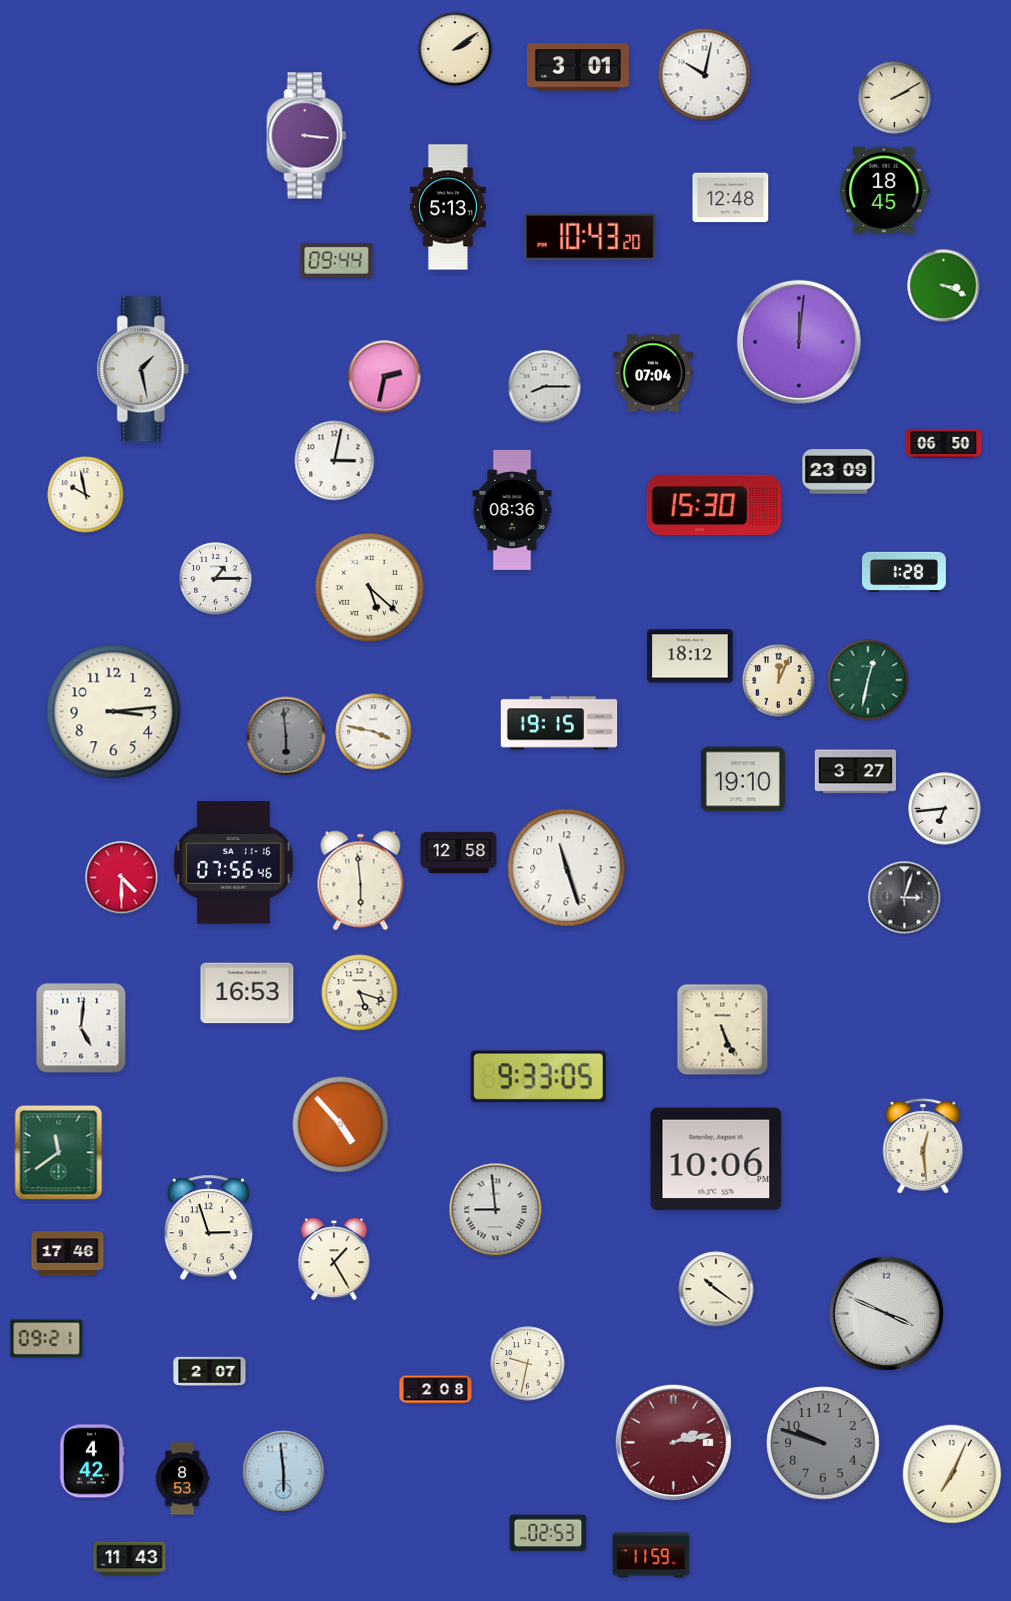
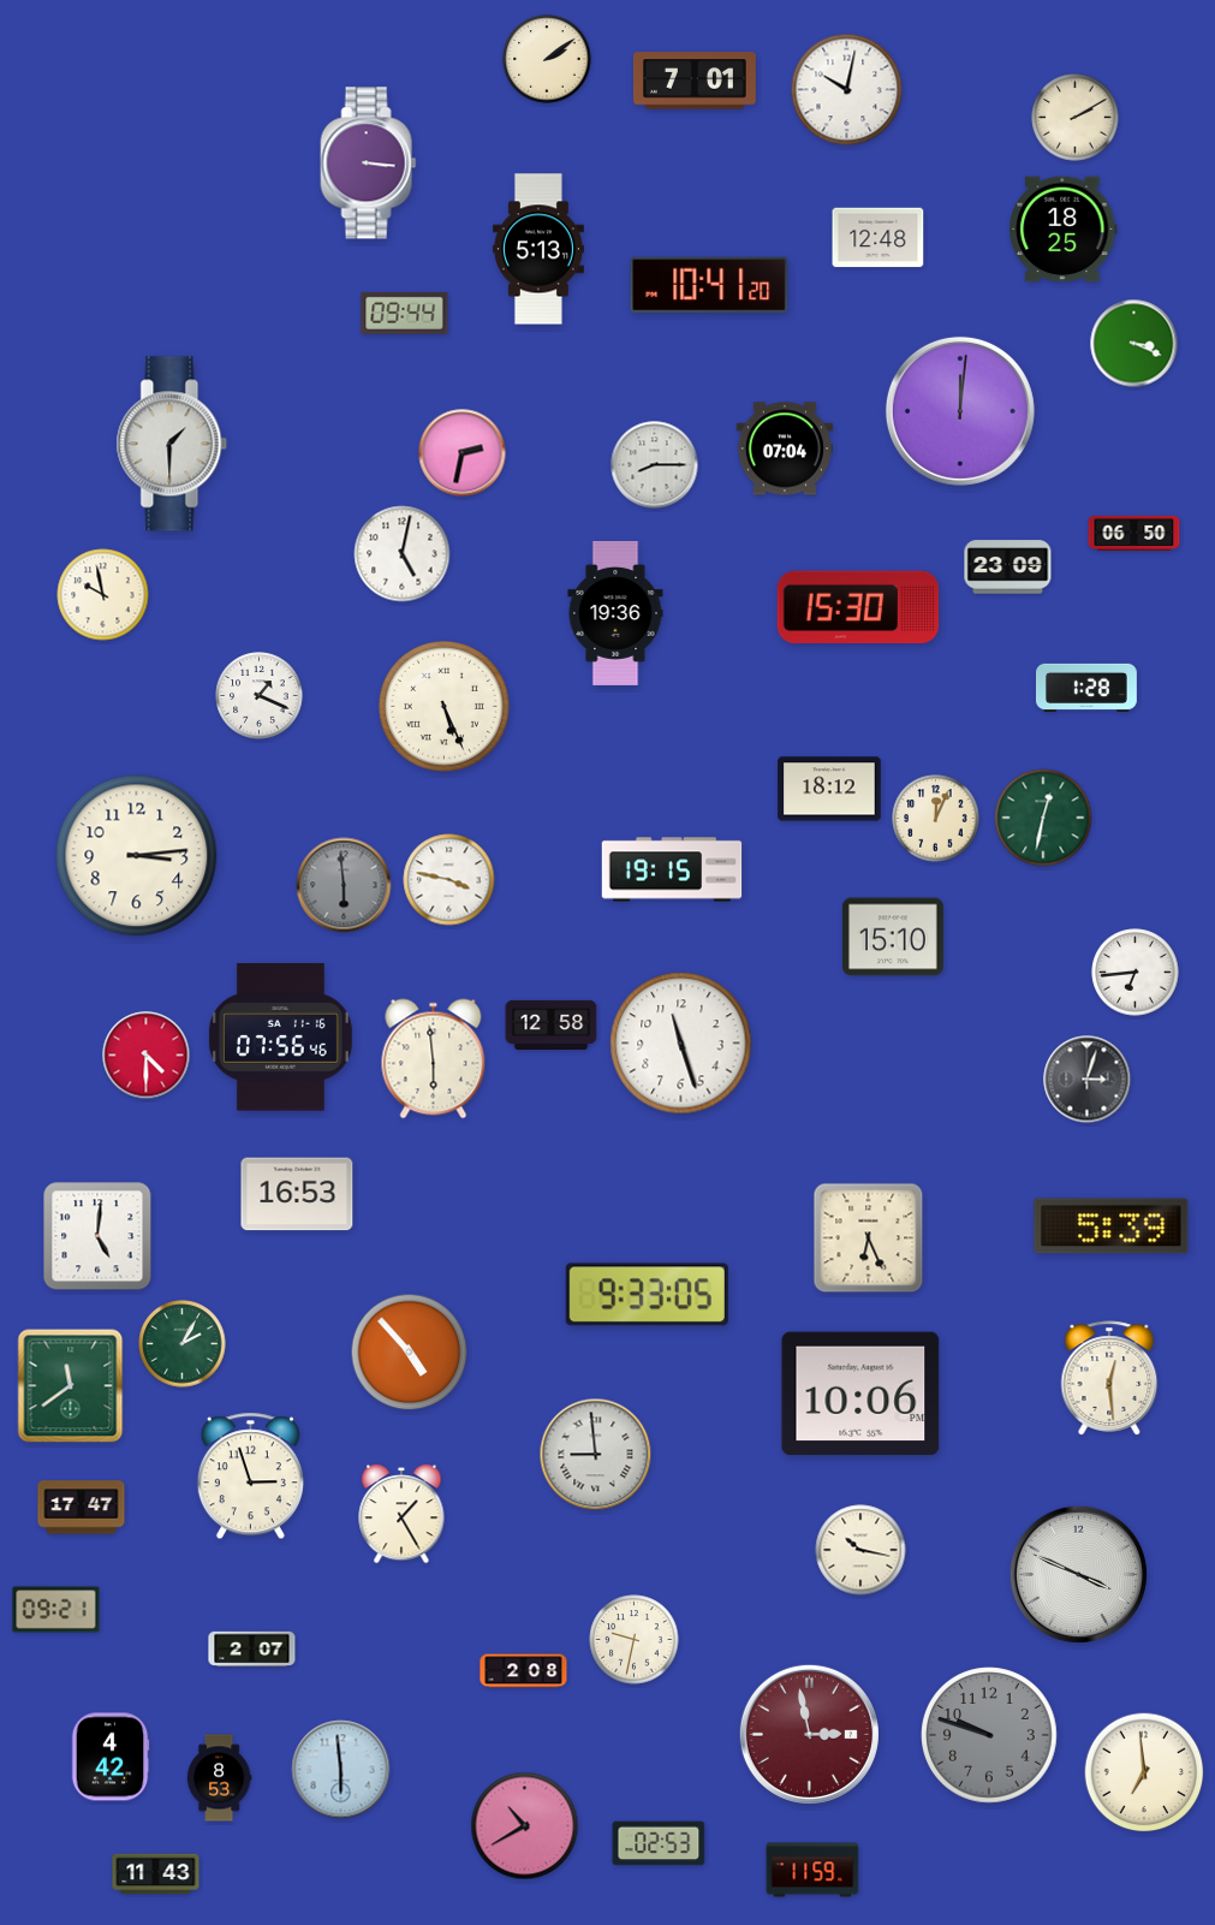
clock at (578, 67): 3:01 -> 7:01
clock at (885, 191): 18:45 -> 18:25
clock at (590, 236): 10:43 -> 10:41
clock at (143, 369): 1:28 -> 1:30
clock at (335, 461): 3:02 -> 5:02
clock at (512, 510): 08:36 -> 19:36
clock at (216, 579): 1:15 -> 1:19
clock at (369, 587): 5:22 -> 5:26
clock at (855, 772): 3:27 -> none
clock at (743, 779): 19:10 -> 15:10
clock at (360, 993): 5:18 -> none
clock at (1112, 1226): none -> 5:39
clock at (723, 1030): 5:26 -> 6:26
clock at (183, 1344): none -> 2:05
clock at (68, 1254): 17:46 -> 17:47
clock at (716, 1289): 10:21 -> 10:17
clock at (886, 1313) position: (886, 1313) -> (1078, 1574)
clock at (673, 1442): 2:13 -> 2:58
clock at (952, 1474): 7:04 -> 6:59
clock at (525, 1826): none -> 10:40
clock at (651, 1555) position: (651, 1555) -> (812, 1870)
